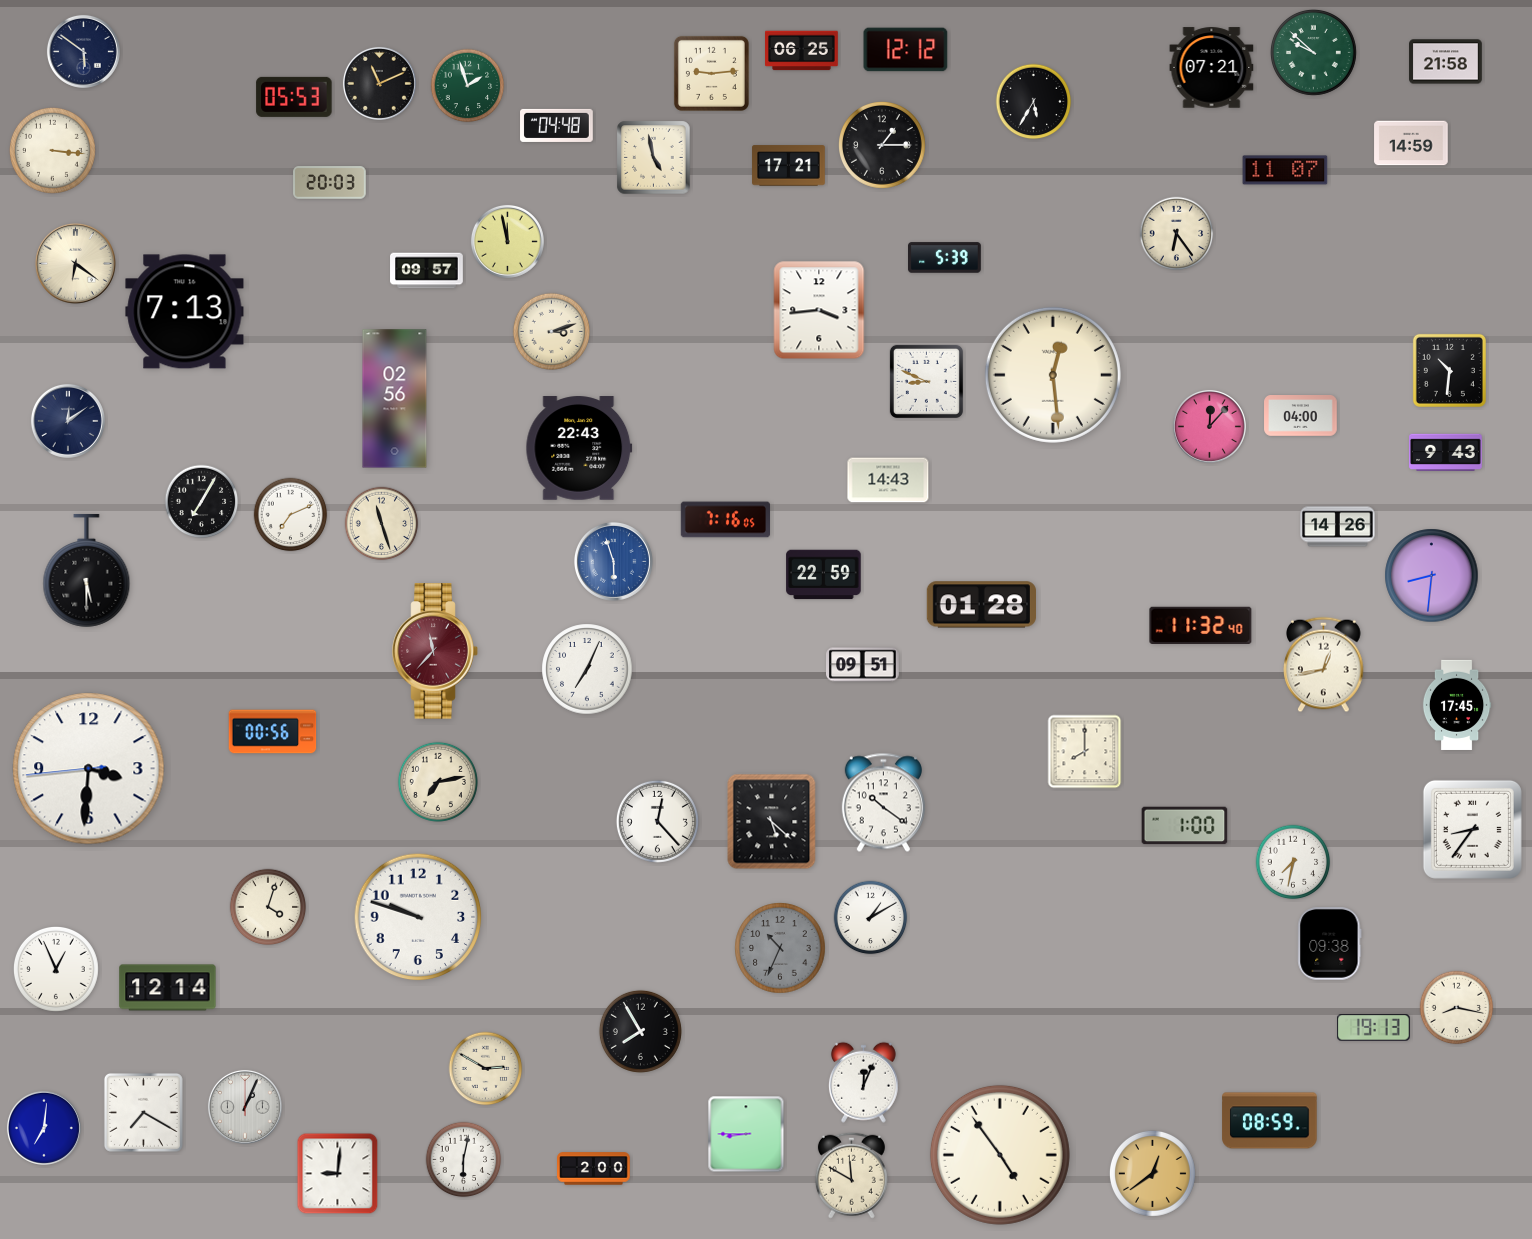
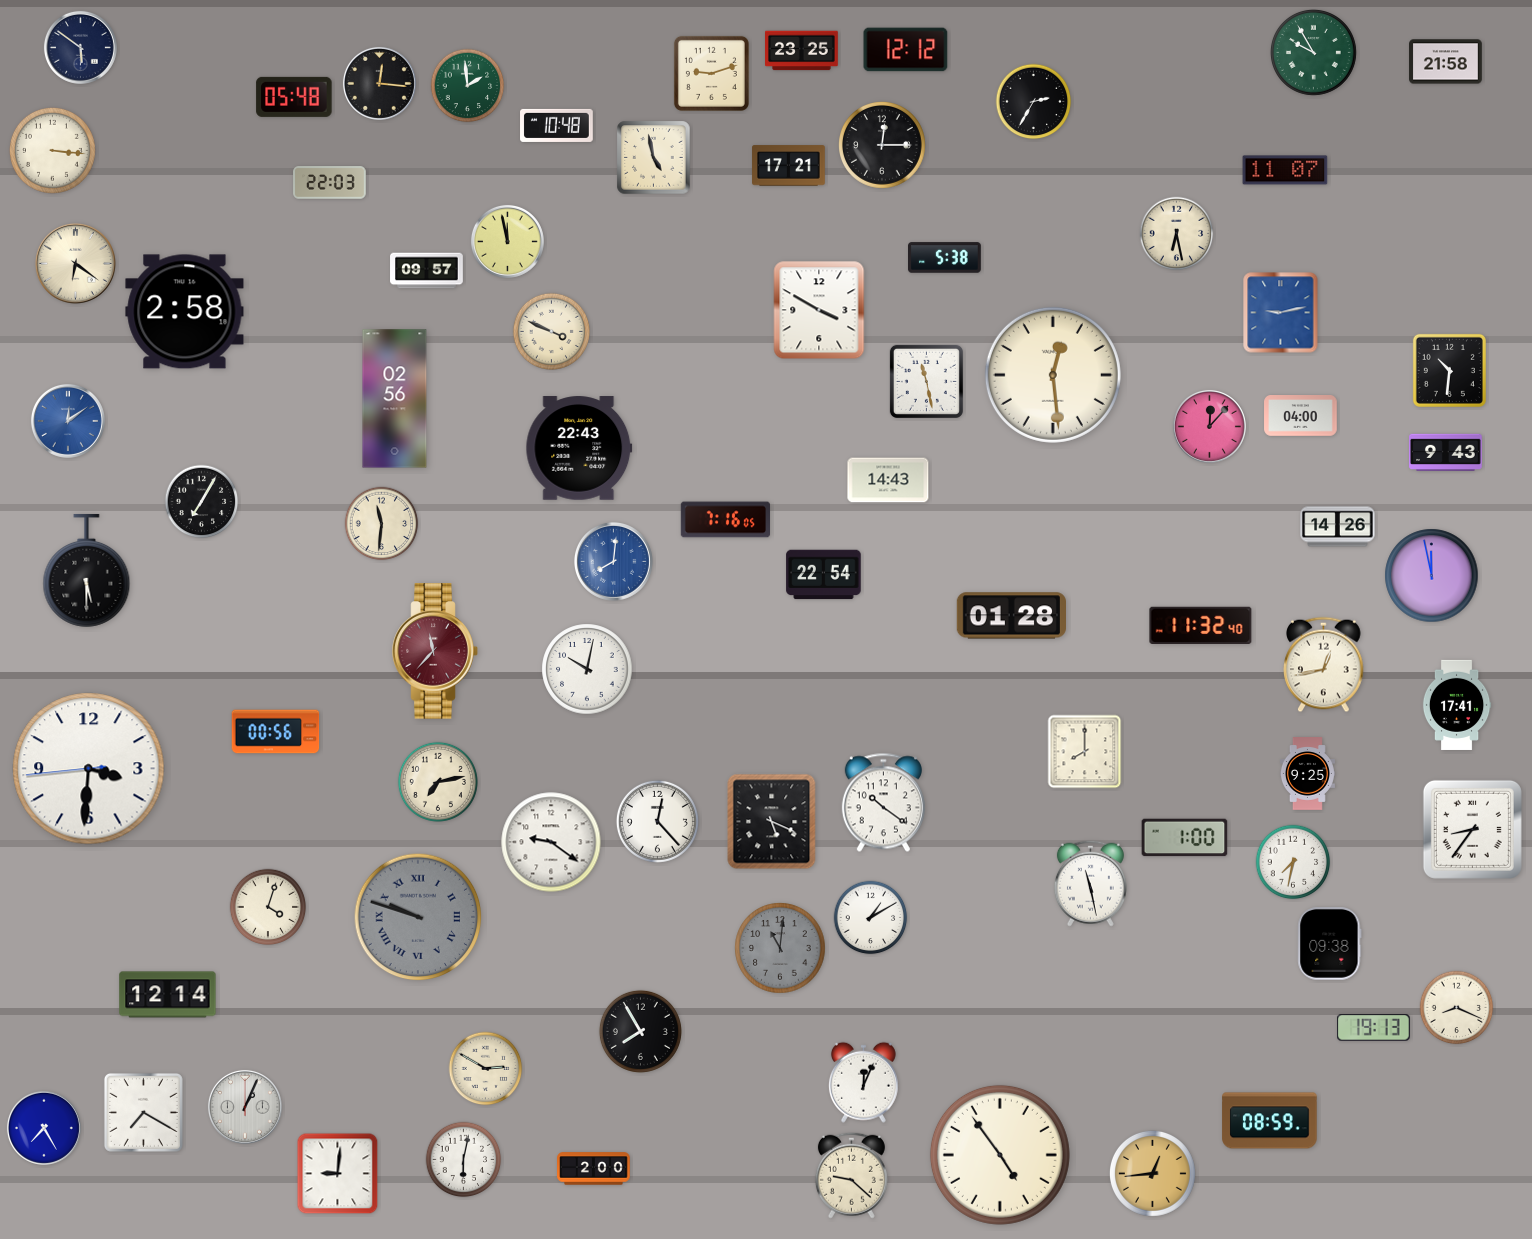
clock at (83, 51) position: (83, 51) -> (80, 47)
clock at (802, 51): 06:25 -> 23:25
clock at (1313, 52): 9:52 -> 9:55
clock at (1212, 68): 07:21 -> none
clock at (711, 73): 9:14 -> 9:12
clock at (379, 83): 11:11 -> 12:16
clock at (468, 86): 1:57 -> 1:59
clock at (294, 97): 05:53 -> 05:48
clock at (1034, 102): 5:35 -> 2:35
clock at (557, 125): 04:48 -> 10:48
clock at (1411, 143): 14:59 -> none
clock at (883, 146): 1:15 -> 12:15
clock at (330, 183): 20:03 -> 22:03
clock at (1177, 234): 6:24 -> 6:28
clock at (945, 258): 5:39 -> 5:38
clock at (819, 310): 3:44 -> 3:50
clock at (185, 312): 7:13 -> 2:58
clock at (1281, 313): none -> 9:13
clock at (552, 332): 3:12 -> 3:49
clock at (926, 381): 8:49 -> 11:28
clock at (68, 421) dial: navy -> blue
clock at (291, 515): 7:11 -> none
clock at (382, 524): 11:27 -> 11:31
clock at (613, 561): 5:57 -> 8:01
clock at (824, 575): 22:59 -> 22:54
clock at (1432, 576): 8:31 -> 11:58
clock at (981, 605) position: (981, 605) -> (1011, 616)
clock at (863, 665): 09:51 -> none
clock at (587, 669): 7:04 -> 10:02
clock at (1457, 705): 17:45 -> 17:41
clock at (273, 732) position: (273, 732) -> (276, 732)
clock at (1307, 774): none -> 9:25
clock at (772, 822): 5:22 -> 5:19
clock at (1185, 826) position: (1185, 826) -> (1185, 838)
clock at (551, 842): none -> 9:21
clock at (1090, 883): none -> 11:28
clock at (418, 917) dial: white -> grey
clock at (418, 917) numerals: Arabic -> Roman
clock at (780, 948): 10:34 -> 11:01
clock at (56, 969): 12:56 -> none
clock at (168, 988) position: (168, 988) -> (168, 995)
clock at (1457, 1008): 8:17 -> 8:19
clock at (44, 1128): 7:01 -> 7:25
clock at (746, 1134): 8:45 -> none
clock at (1152, 1173): 12:39 -> 12:44
clock at (851, 1175): 11:50 -> 9:22
